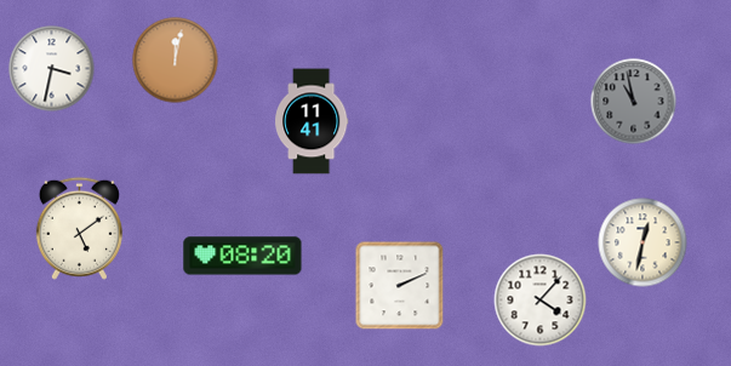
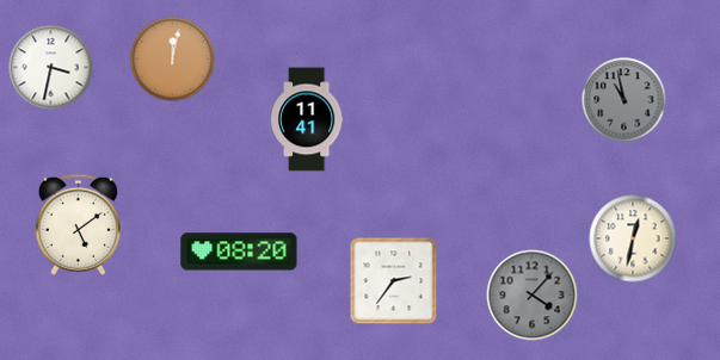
clock at (400, 286): 2:11 -> 2:36
clock at (541, 301) dial: white -> grey
